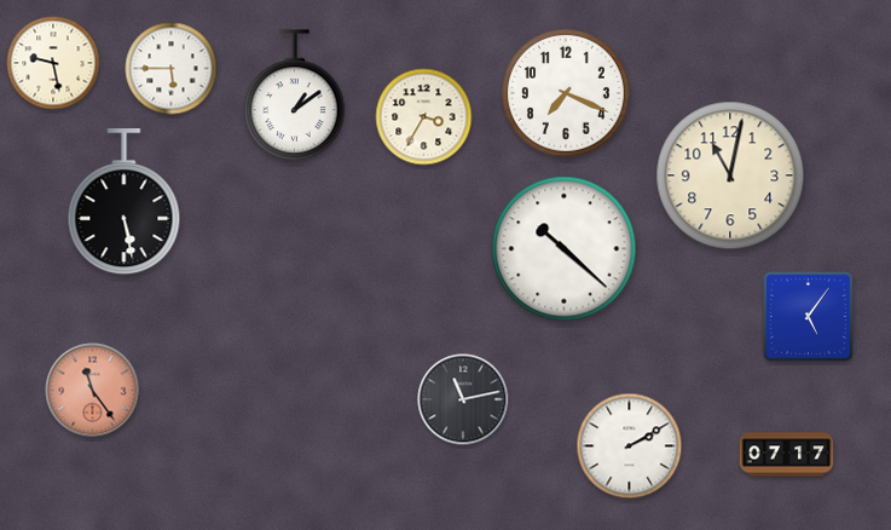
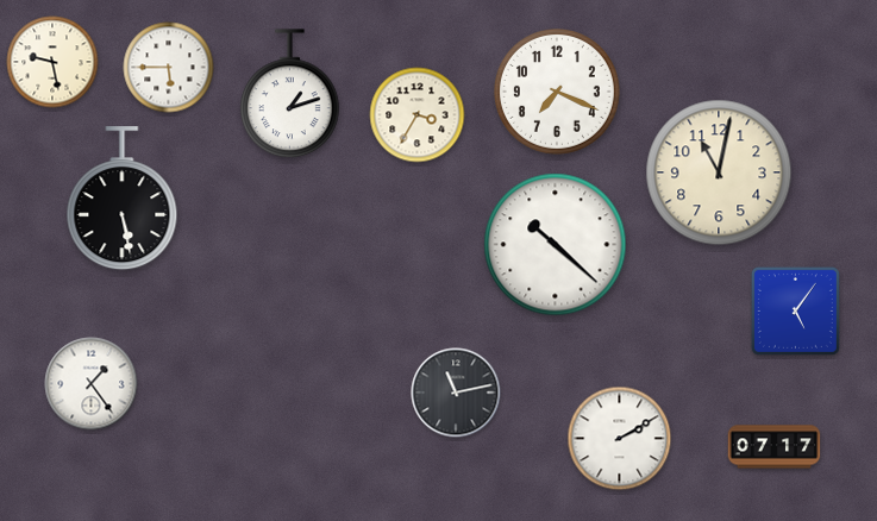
clock at (295, 96): 1:09 -> 1:12
clock at (93, 391): 11:24 -> 1:24
clock at (93, 391) dial: salmon -> white
